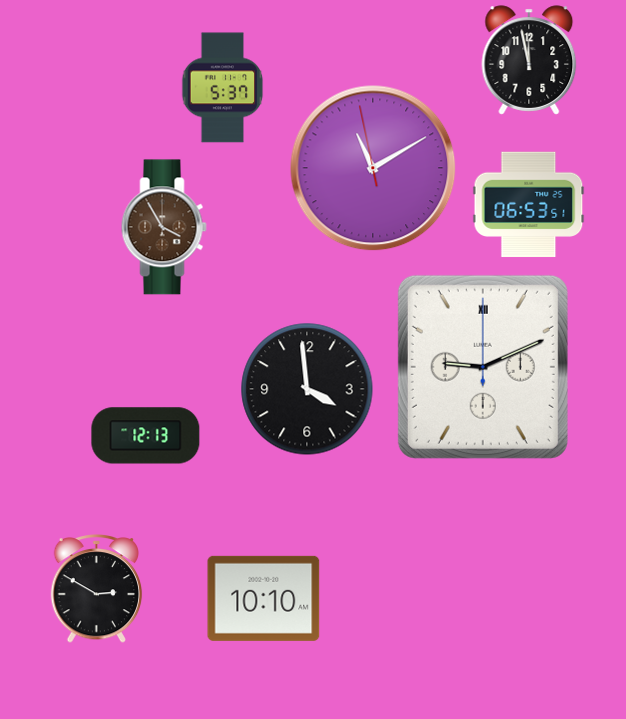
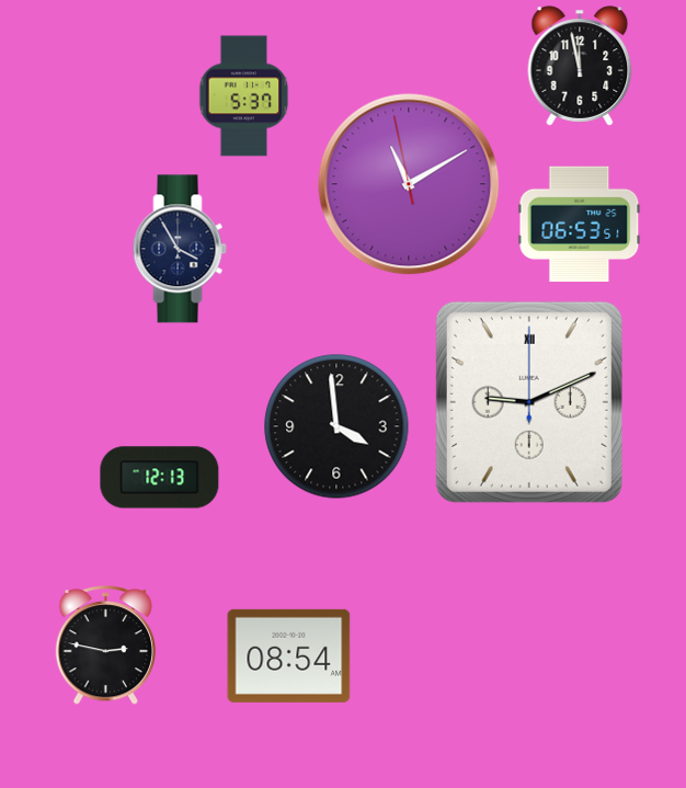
clock at (164, 227) dial: brown -> navy
clock at (97, 589): 2:50 -> 2:47
clock at (264, 598): 10:10 -> 08:54
